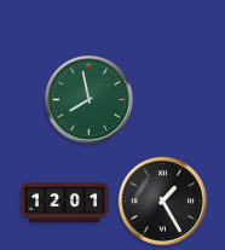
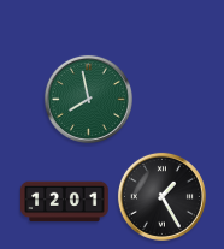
clock at (162, 200) position: (162, 200) -> (161, 196)
